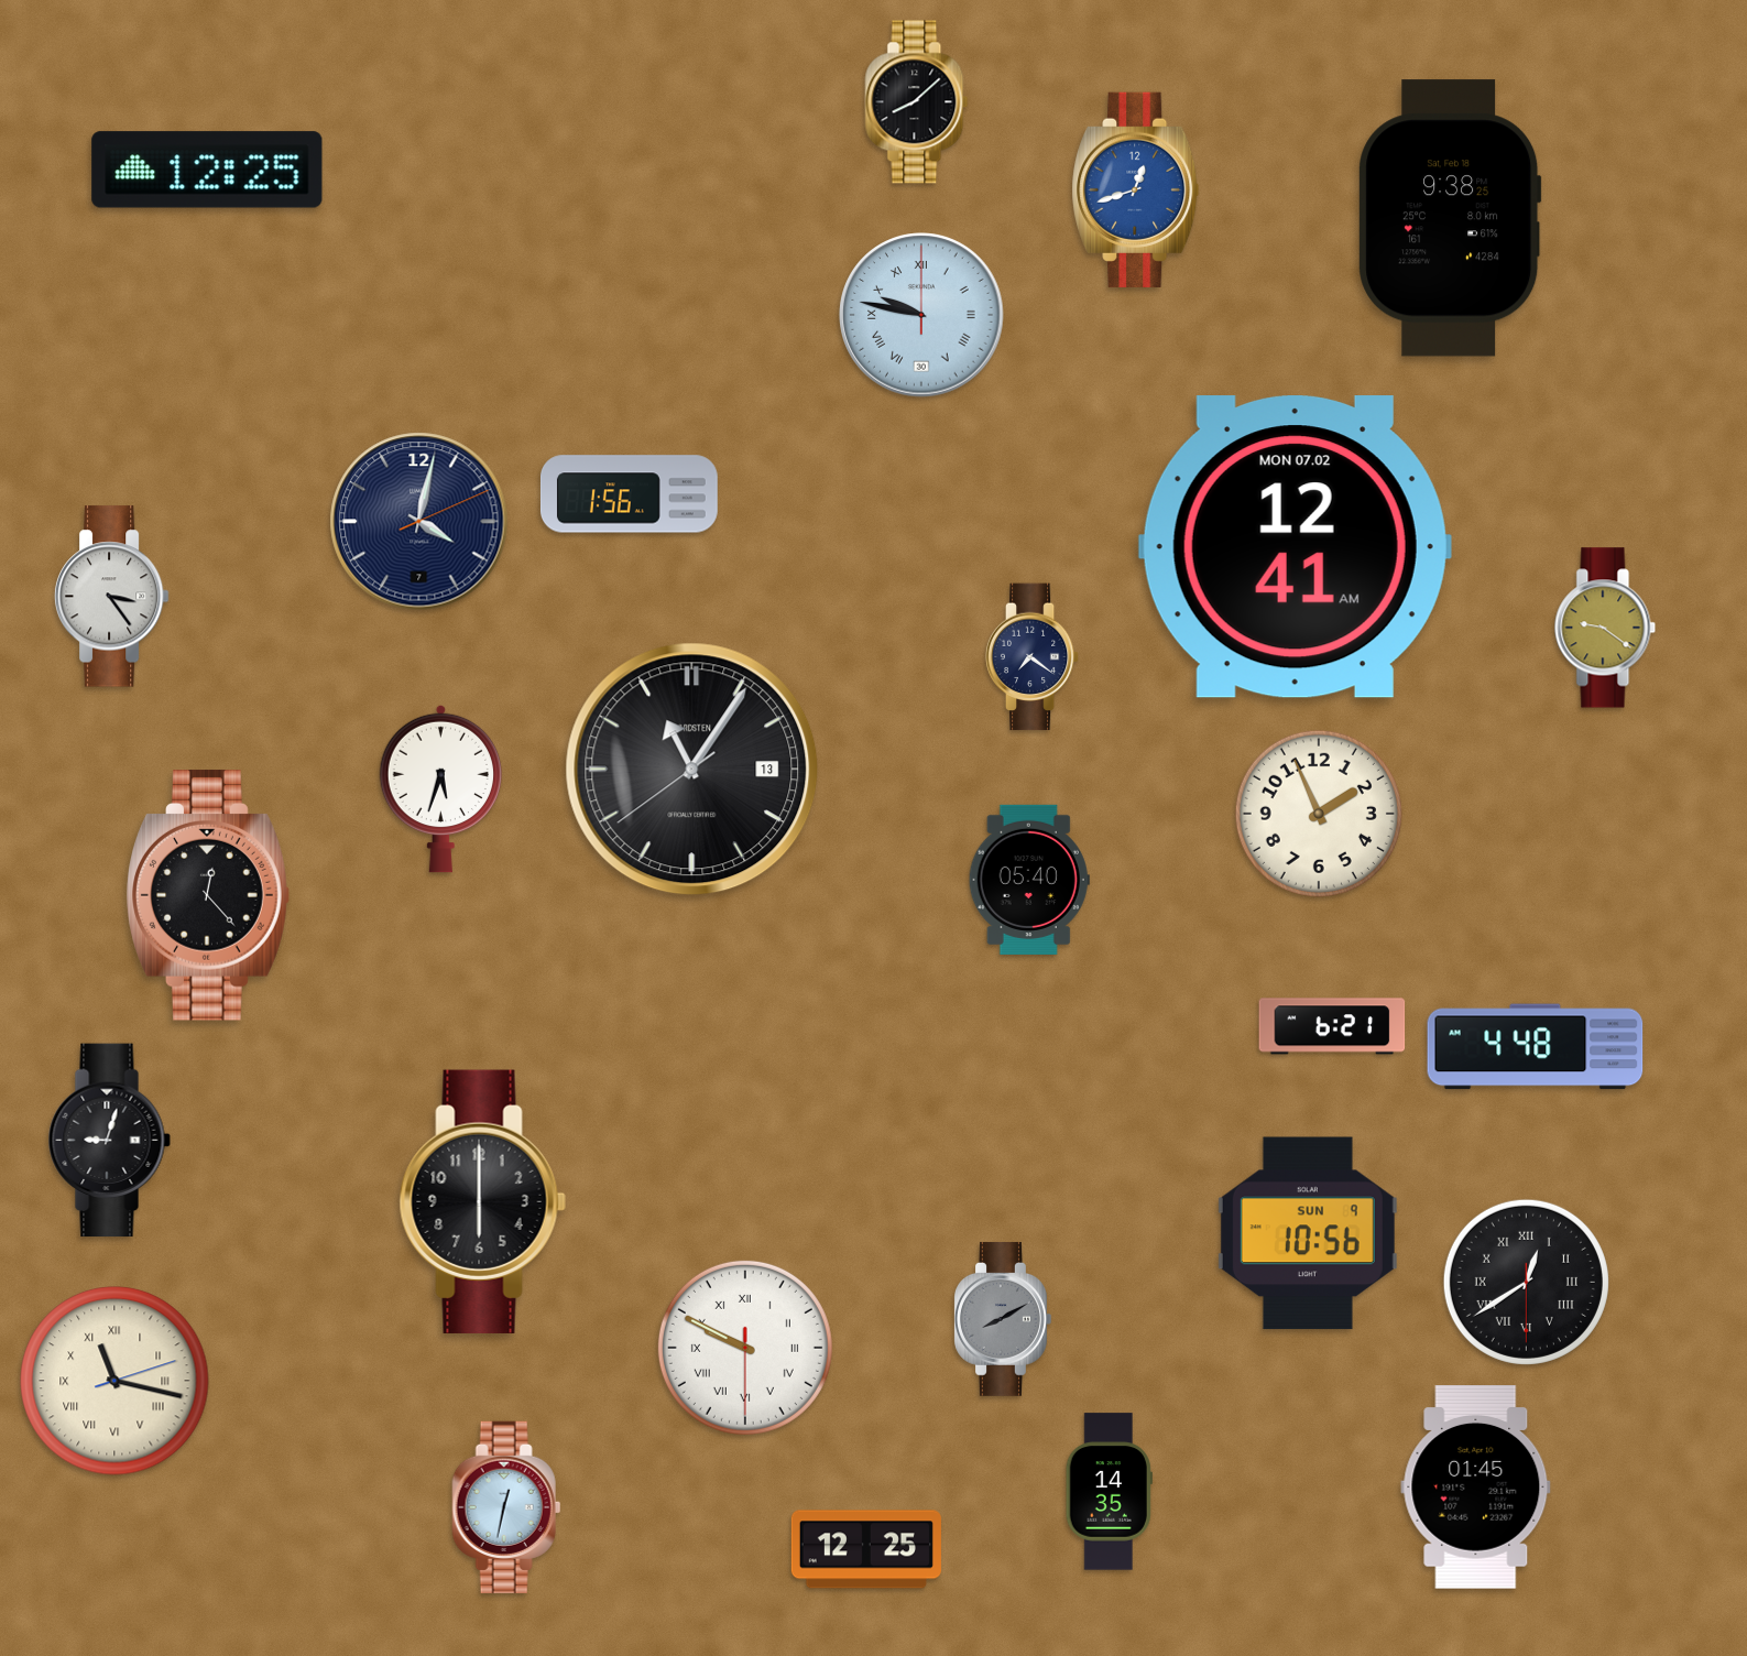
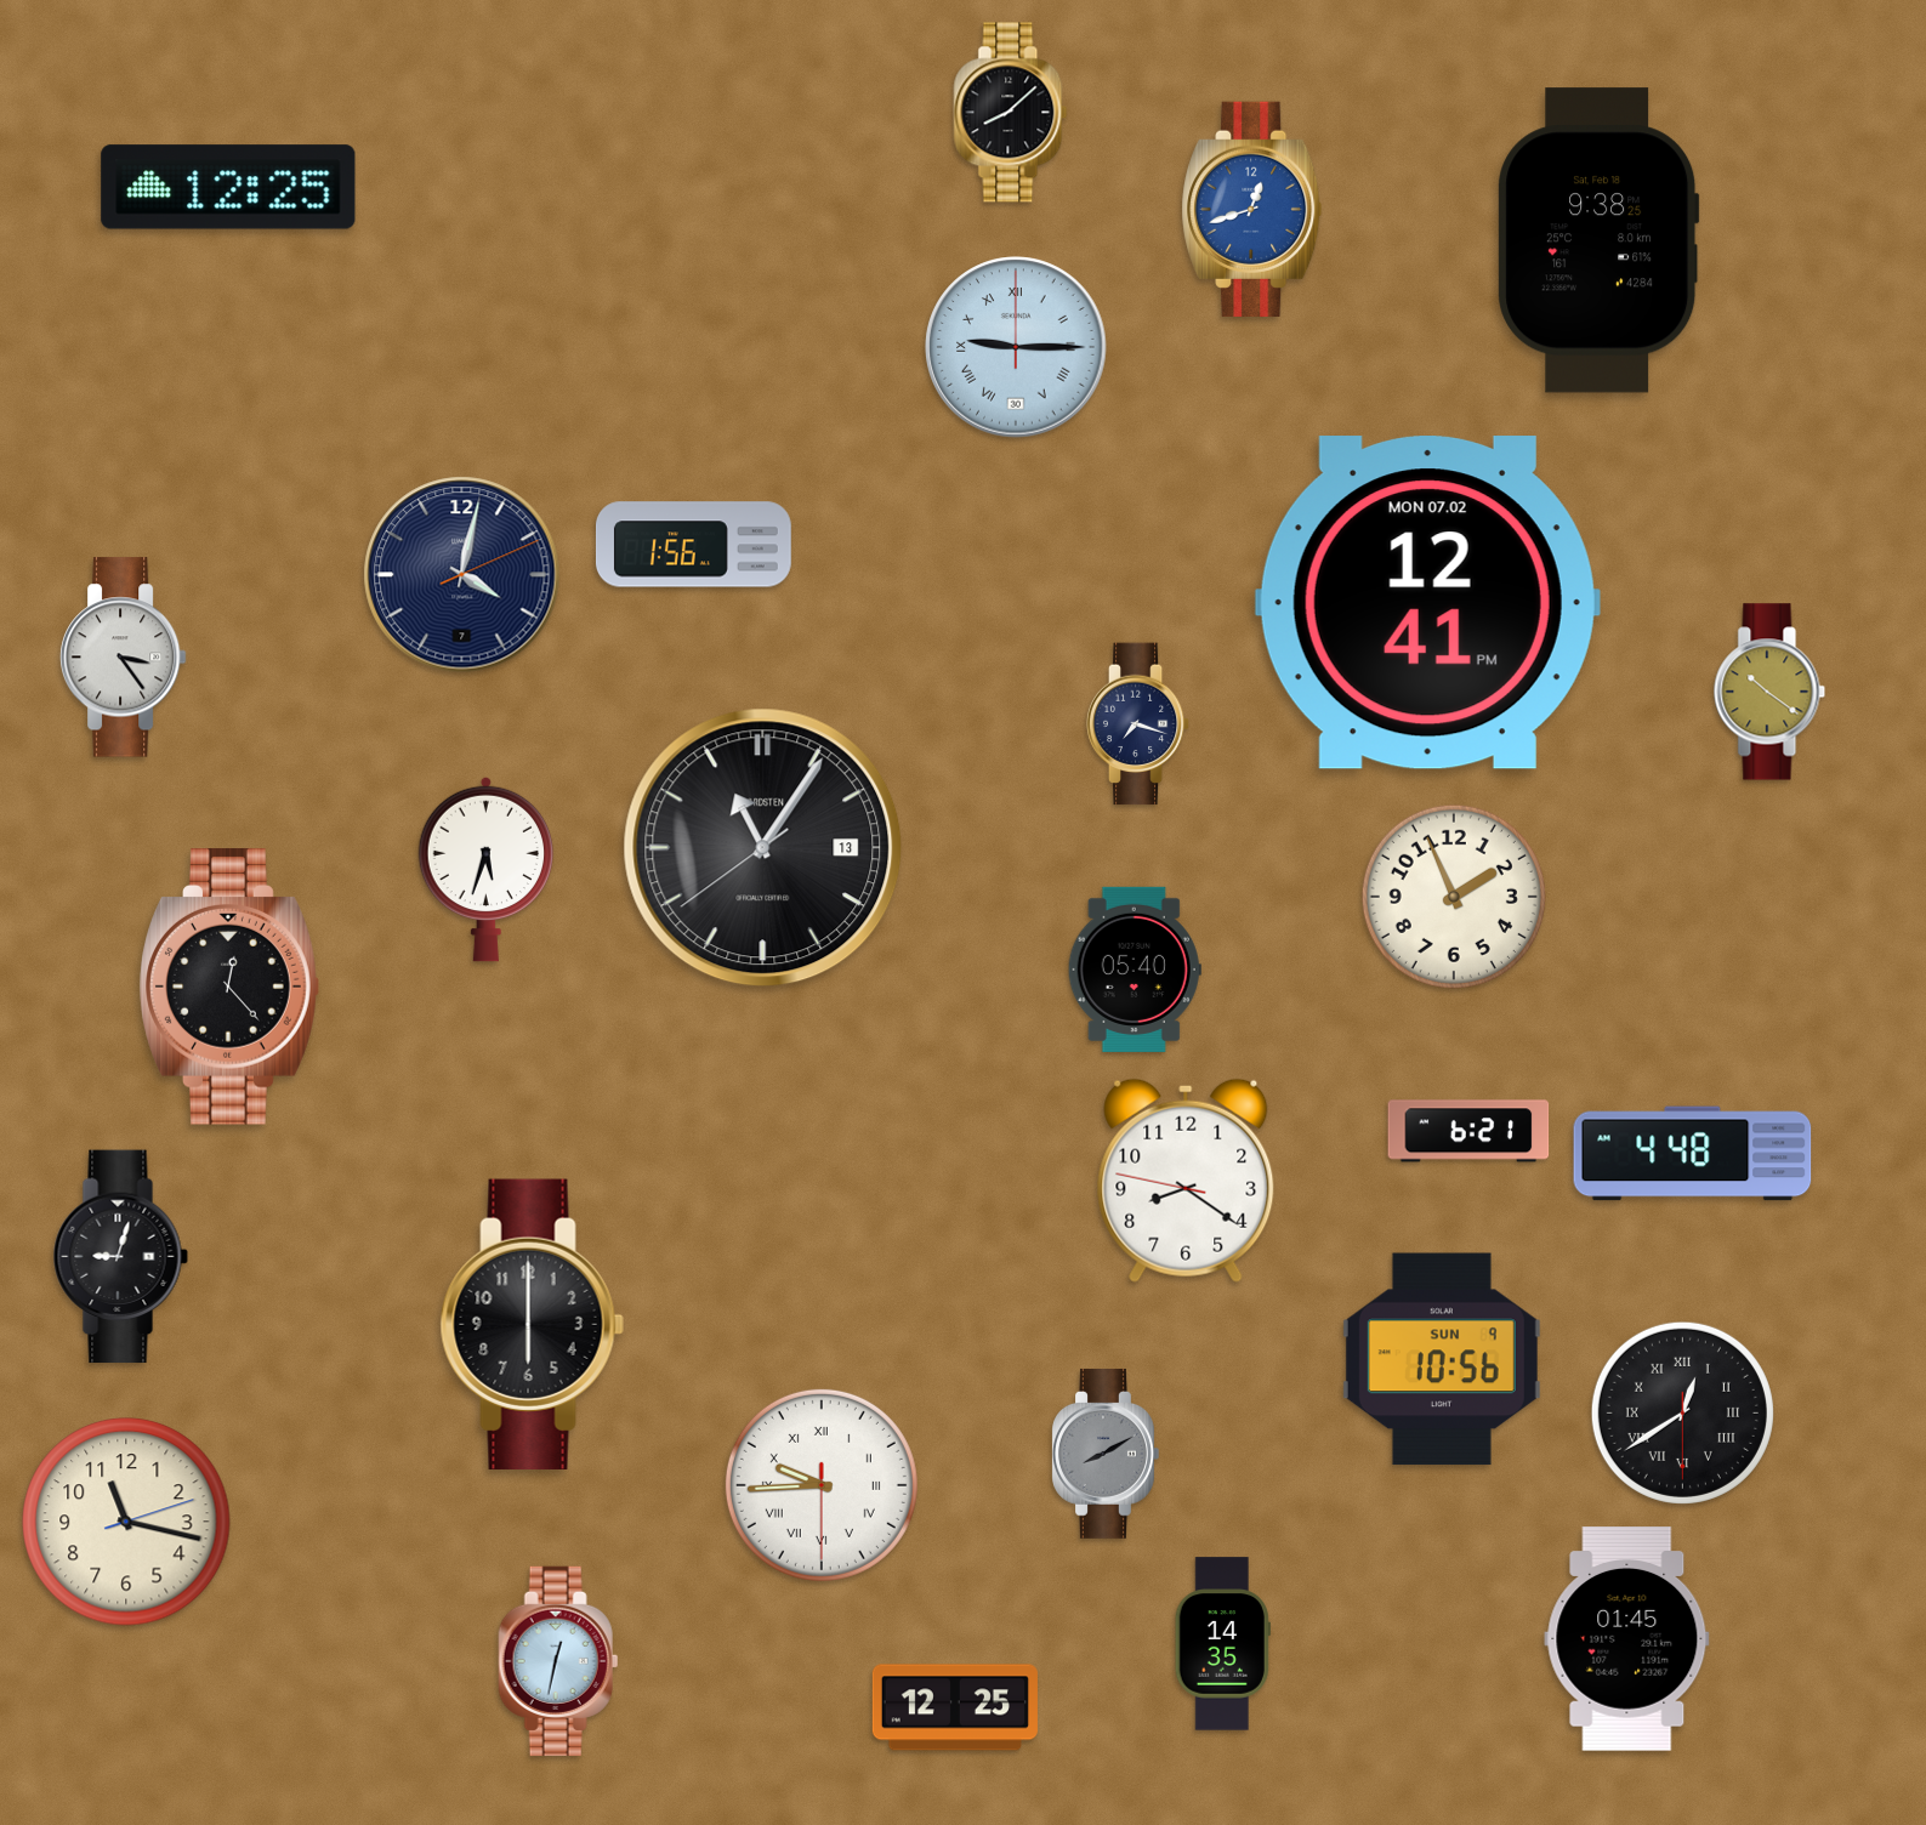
clock at (921, 315): 9:47 -> 9:15
clock at (1295, 547): 12:41 AM -> 12:41 PM
clock at (1605, 628): 9:21 -> 10:21
clock at (1033, 657): 7:21 -> 7:18
clock at (1186, 1181): none -> 8:20
clock at (745, 1348): 9:49 -> 9:44
clock at (114, 1381) numerals: Roman -> Arabic
